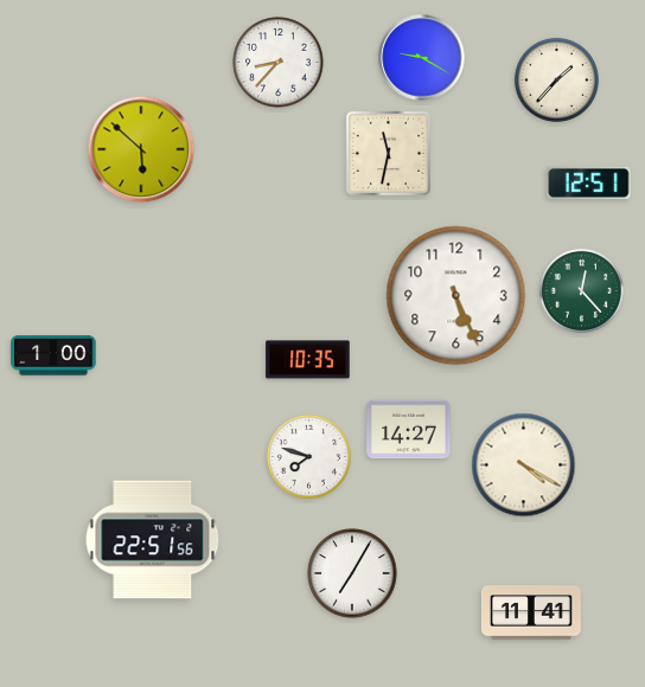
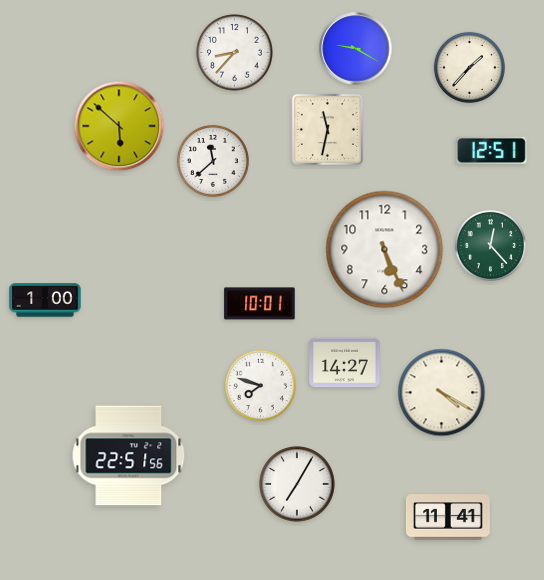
clock at (589, 182) position: (589, 182) -> (492, 150)
clock at (213, 161): none -> 11:38
clock at (308, 360): 10:35 -> 10:01
